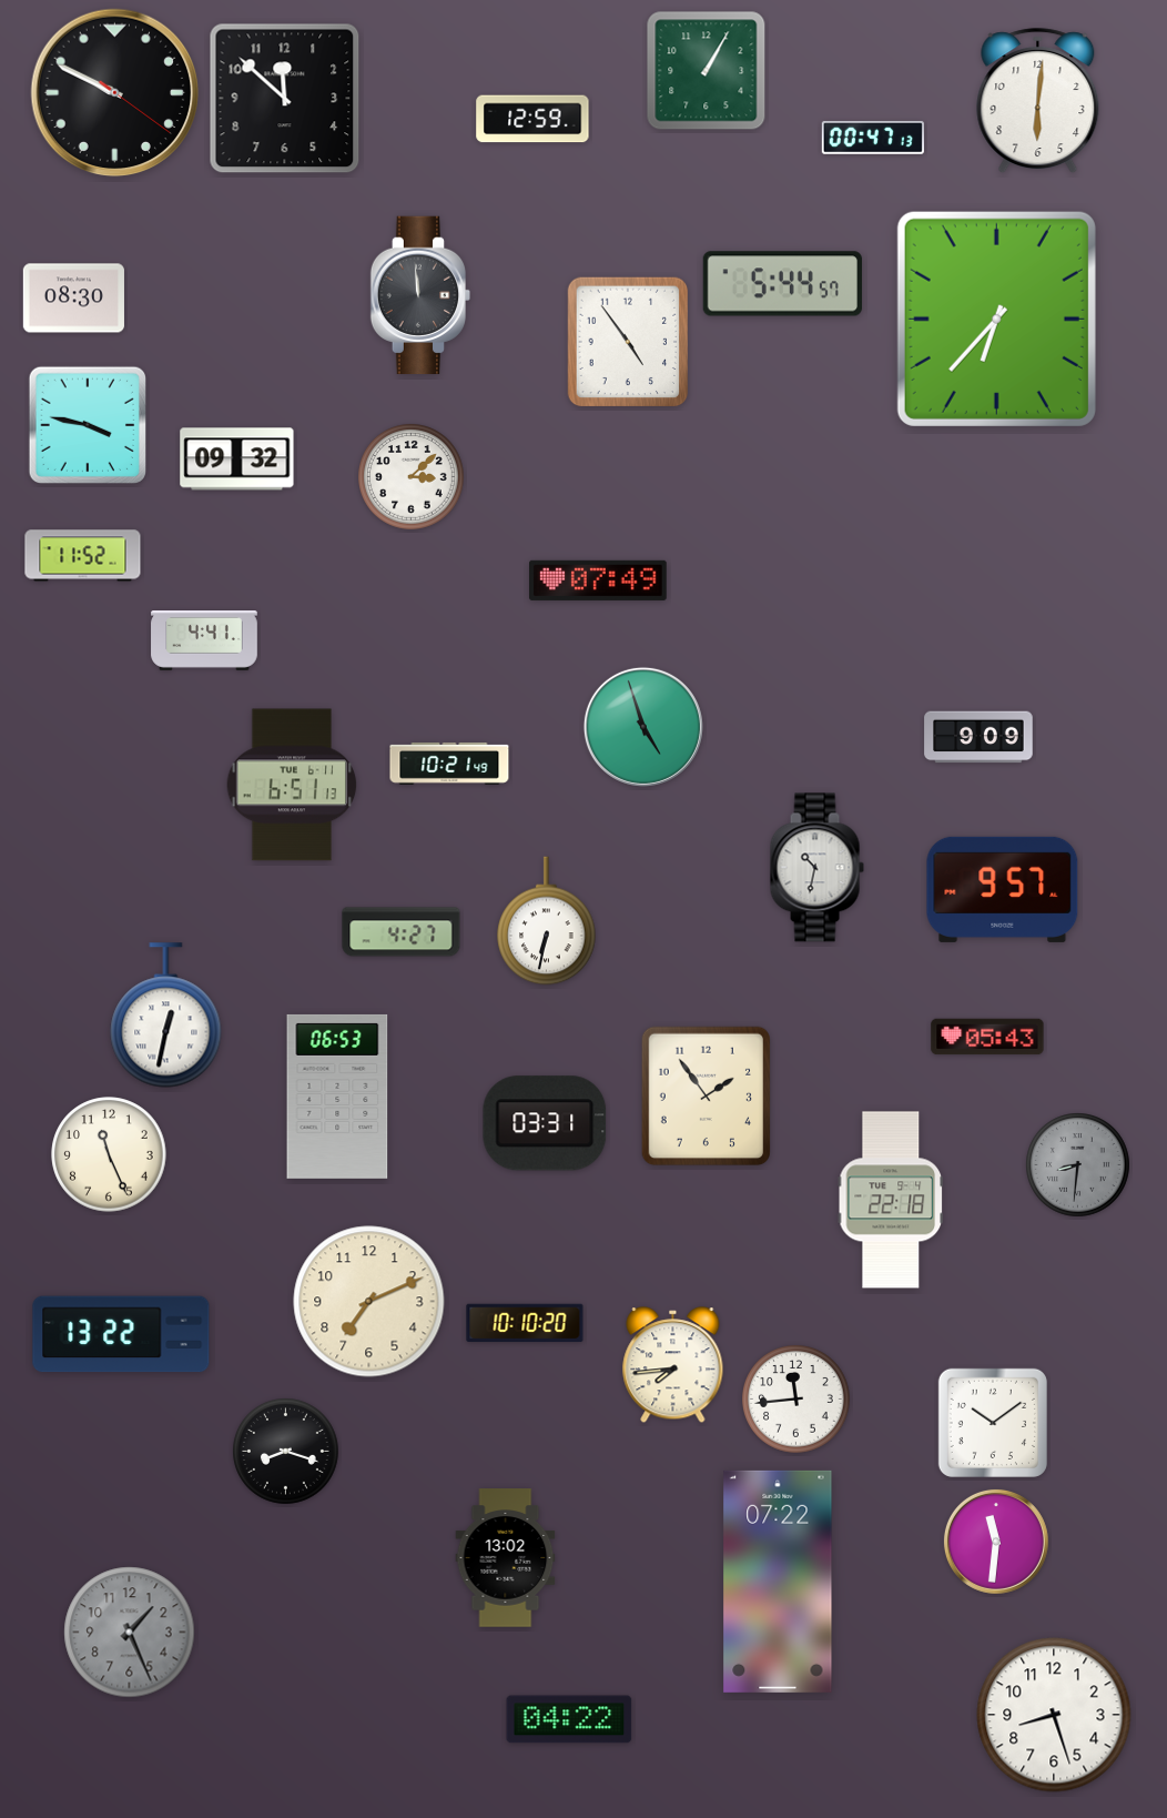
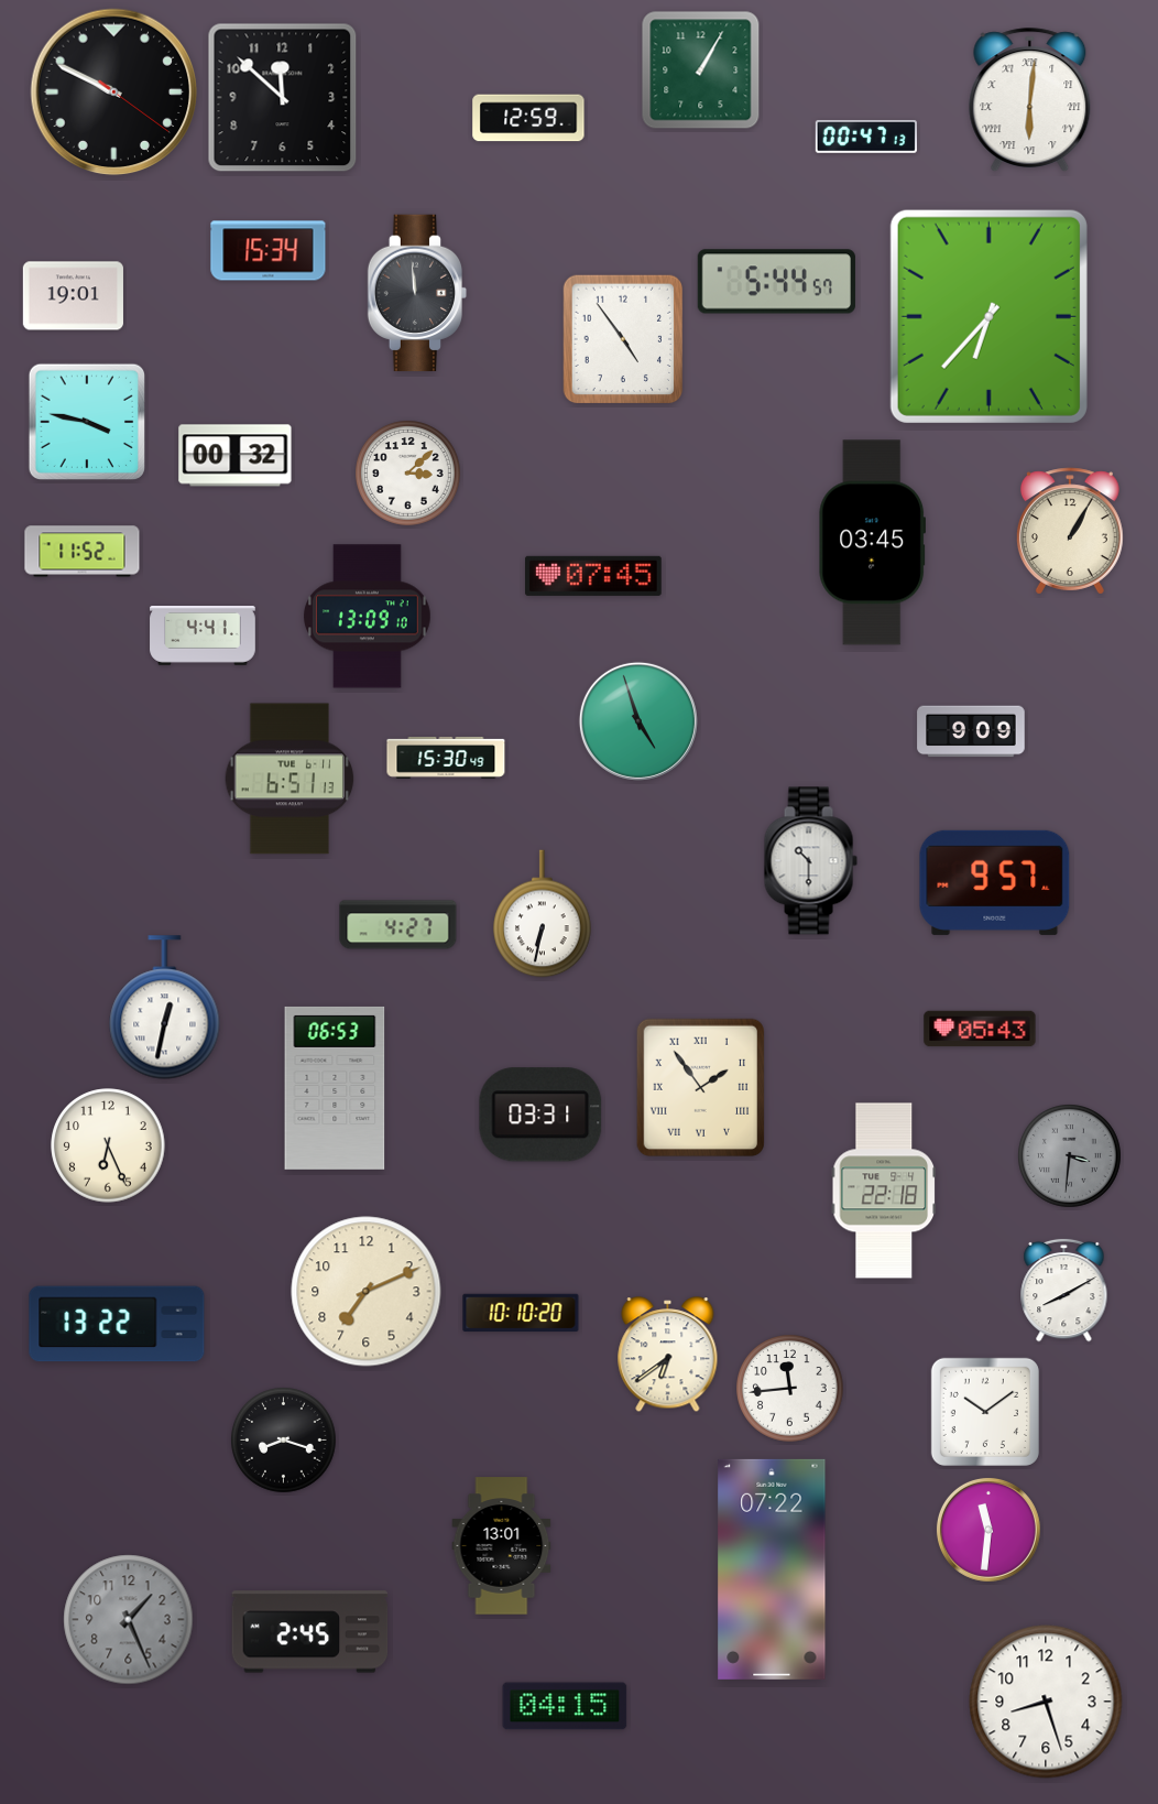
clock at (1038, 101) numerals: Arabic -> Roman
clock at (269, 251): none -> 15:34
clock at (73, 299): 08:30 -> 19:01
clock at (237, 459): 09:32 -> 00:32
clock at (1070, 531): none -> 1:05
clock at (872, 543): none -> 03:45
clock at (599, 580): 07:49 -> 07:45
clock at (368, 617): none -> 13:09
clock at (449, 764): 10:21 -> 15:30
clock at (816, 868): 10:32 -> 10:30
clock at (706, 1097) numerals: Arabic -> Roman
clock at (109, 1154): 11:26 -> 6:26
clock at (1078, 1165): 8:31 -> 3:31
clock at (1064, 1290): none -> 8:10
clock at (121, 1334) position: (121, 1334) -> (117, 1324)
clock at (673, 1365): 7:44 -> 6:39
clock at (506, 1558): 13:02 -> 13:01
clock at (310, 1632): none -> 2:45
clock at (569, 1719): 04:22 -> 04:15
